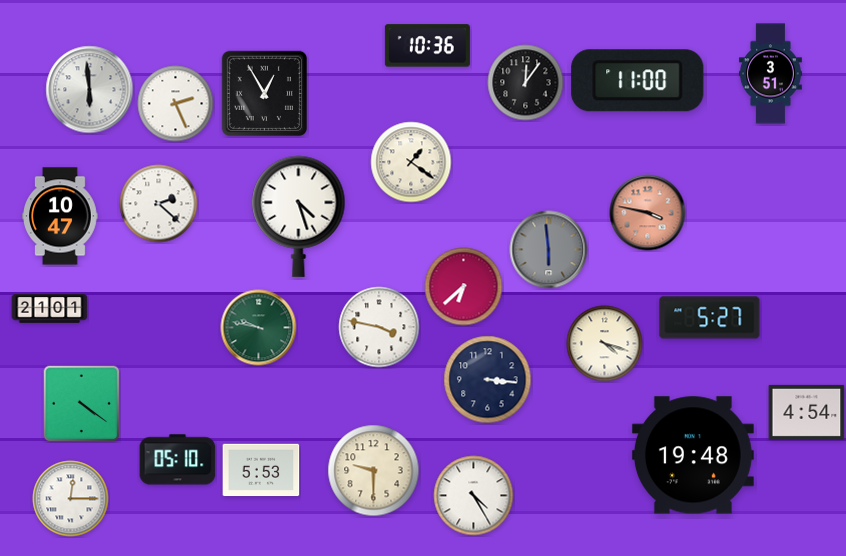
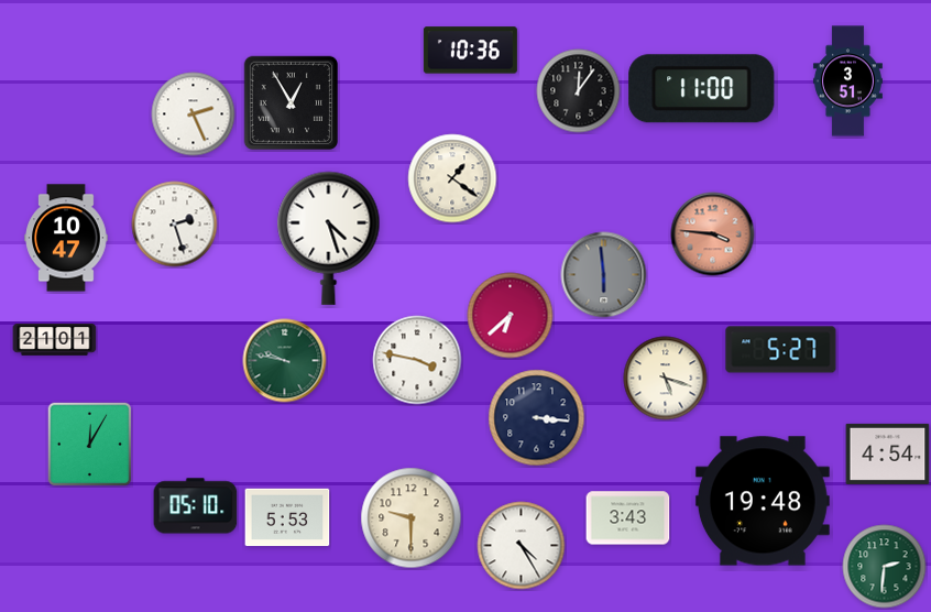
clock at (90, 90): 5:59 -> none
clock at (159, 204): 2:22 -> 2:27
clock at (648, 213): 3:47 -> 3:46
clock at (605, 344): 4:18 -> 5:18
clock at (81, 403): 4:21 -> 12:05
clock at (628, 518): none -> 3:43
clock at (71, 499): 12:15 -> none
clock at (885, 567): none -> 2:31
